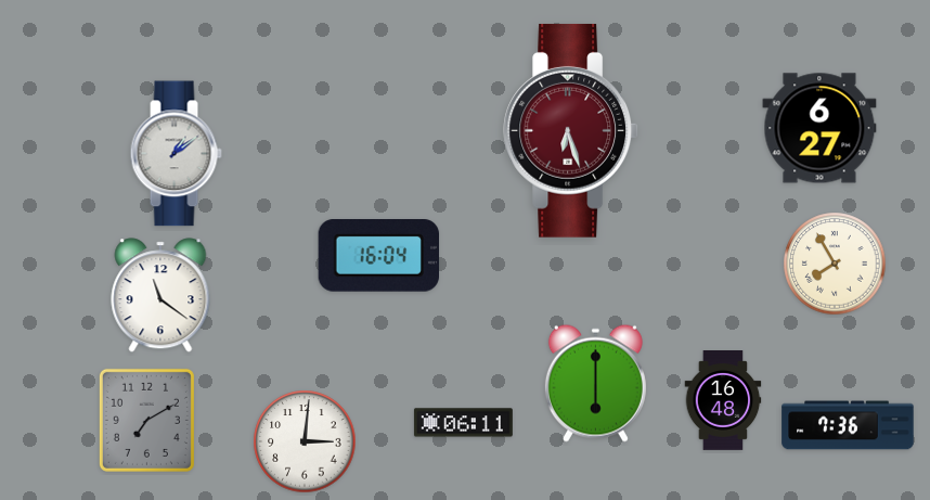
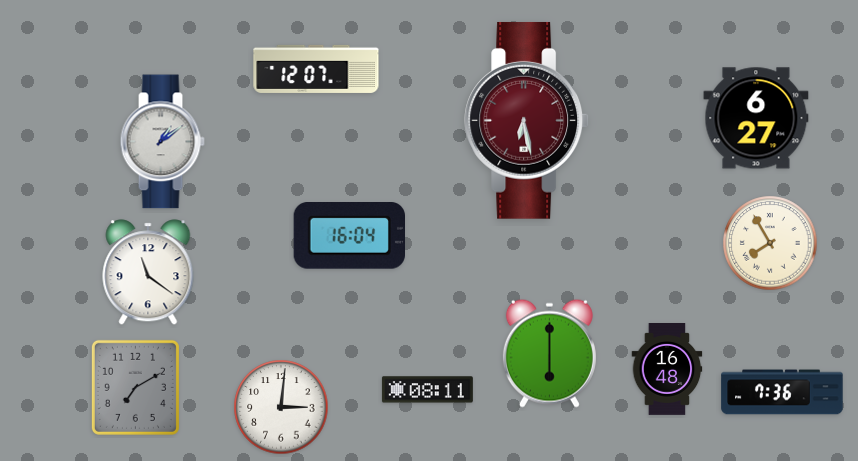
clock at (316, 69): none -> 12:07
clock at (571, 130): 6:27 -> 6:28
clock at (463, 423): 06:11 -> 08:11
